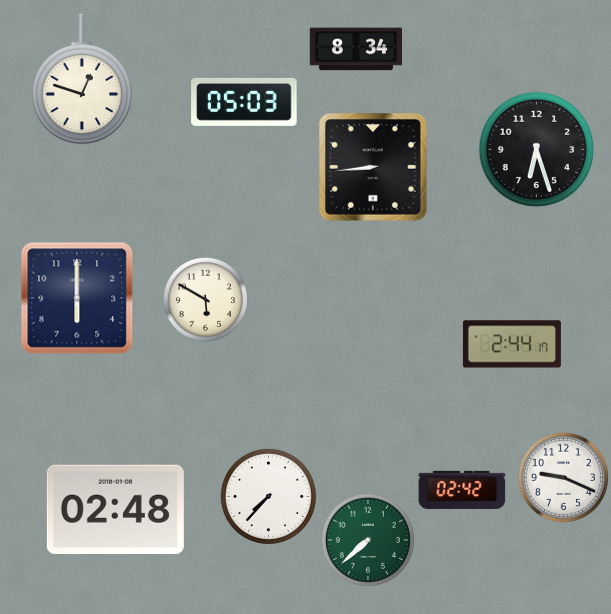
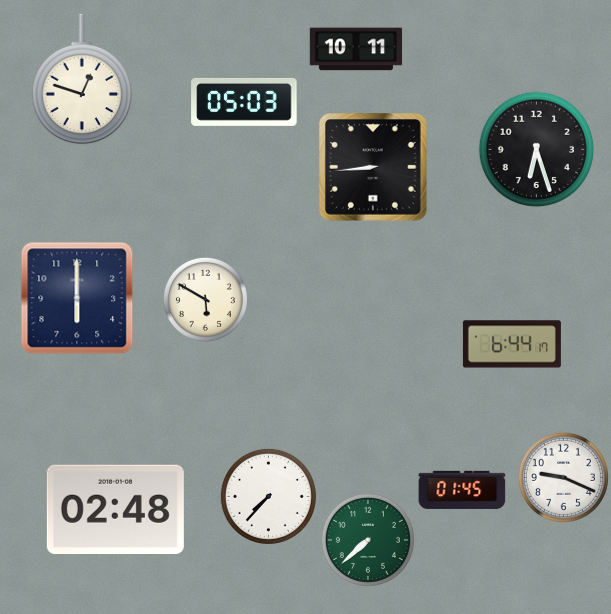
clock at (356, 49): 8:34 -> 10:11
clock at (512, 344): 2:44 -> 6:44
clock at (462, 490): 02:42 -> 01:45
